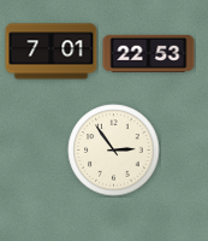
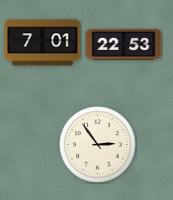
clock at (114, 151) position: (114, 151) -> (98, 145)
